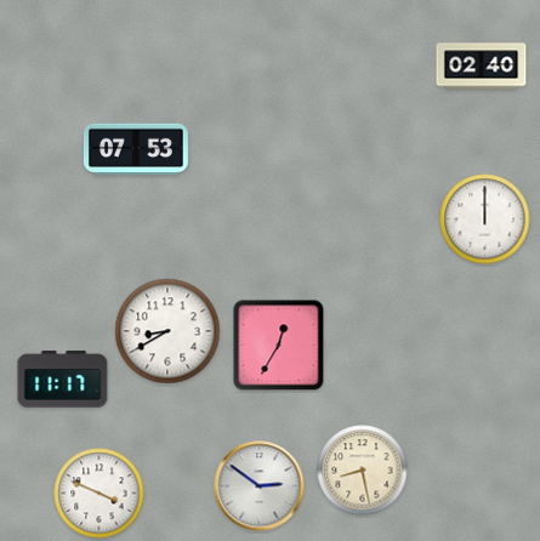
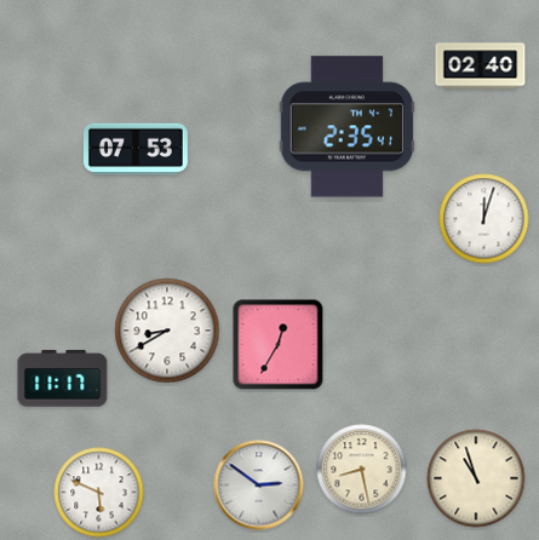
clock at (348, 127): none -> 2:35
clock at (485, 220): 12:00 -> 12:03
clock at (476, 478): none -> 10:57
clock at (100, 494): 3:49 -> 5:49
